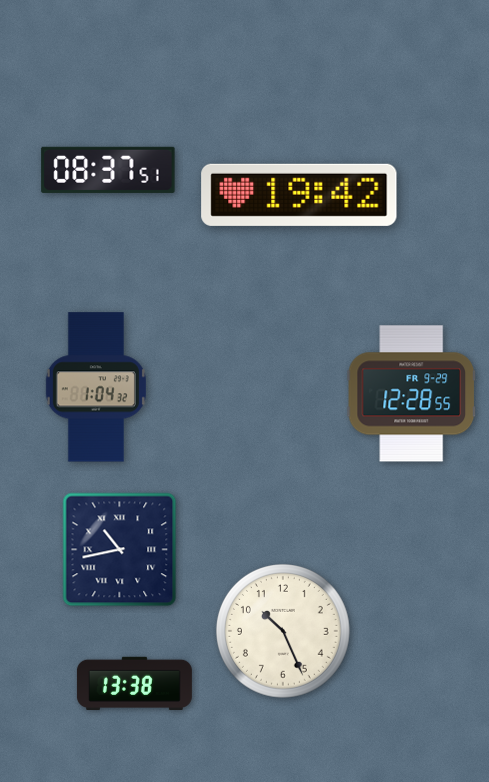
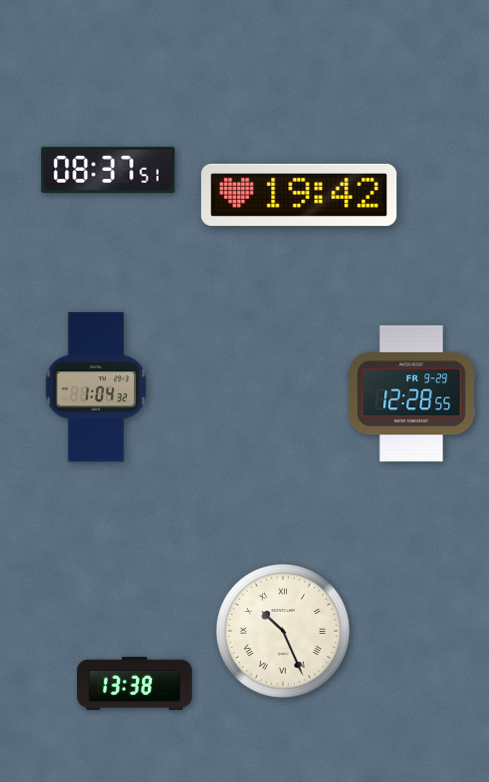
clock at (120, 550): 10:43 -> none
clock at (283, 631) numerals: Arabic -> Roman
